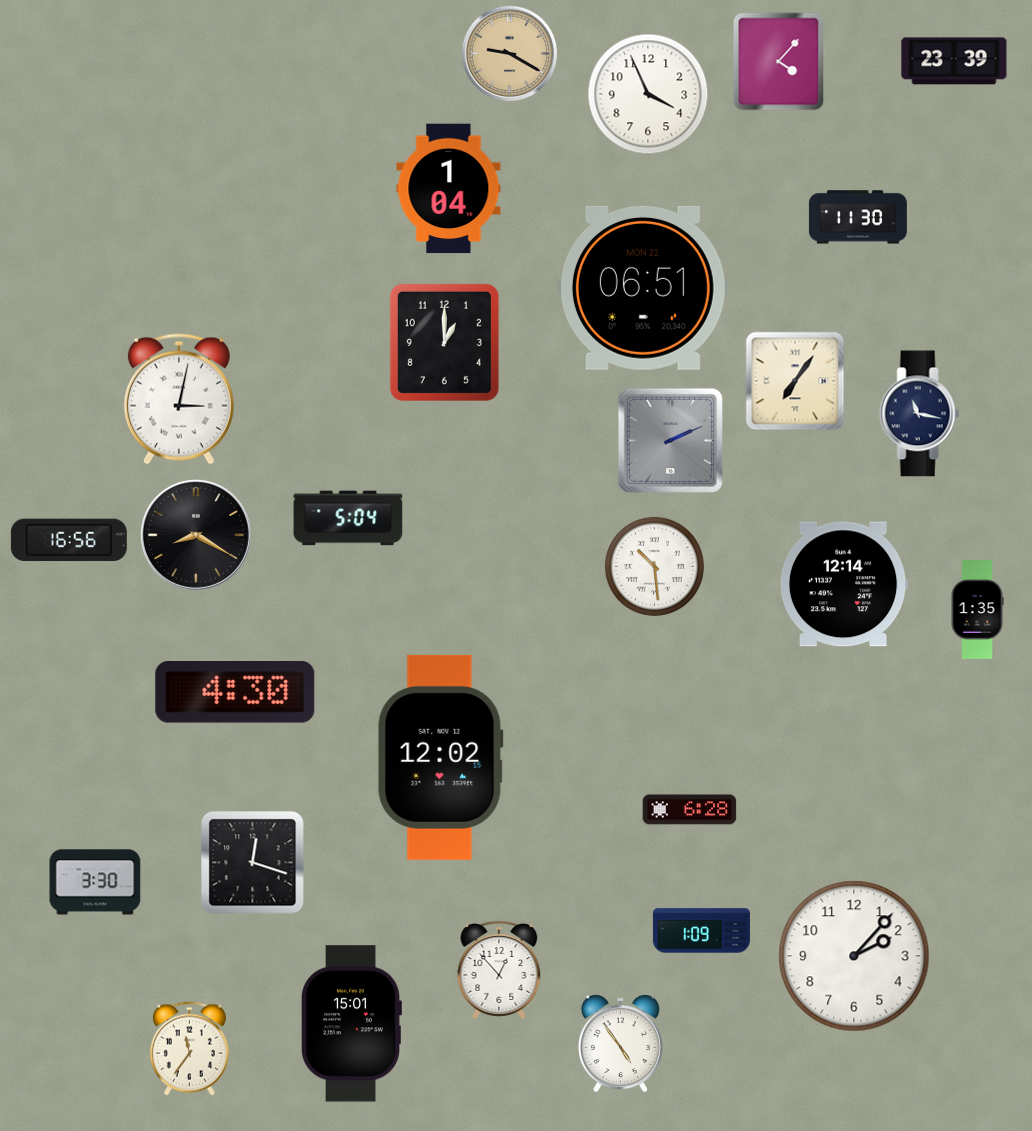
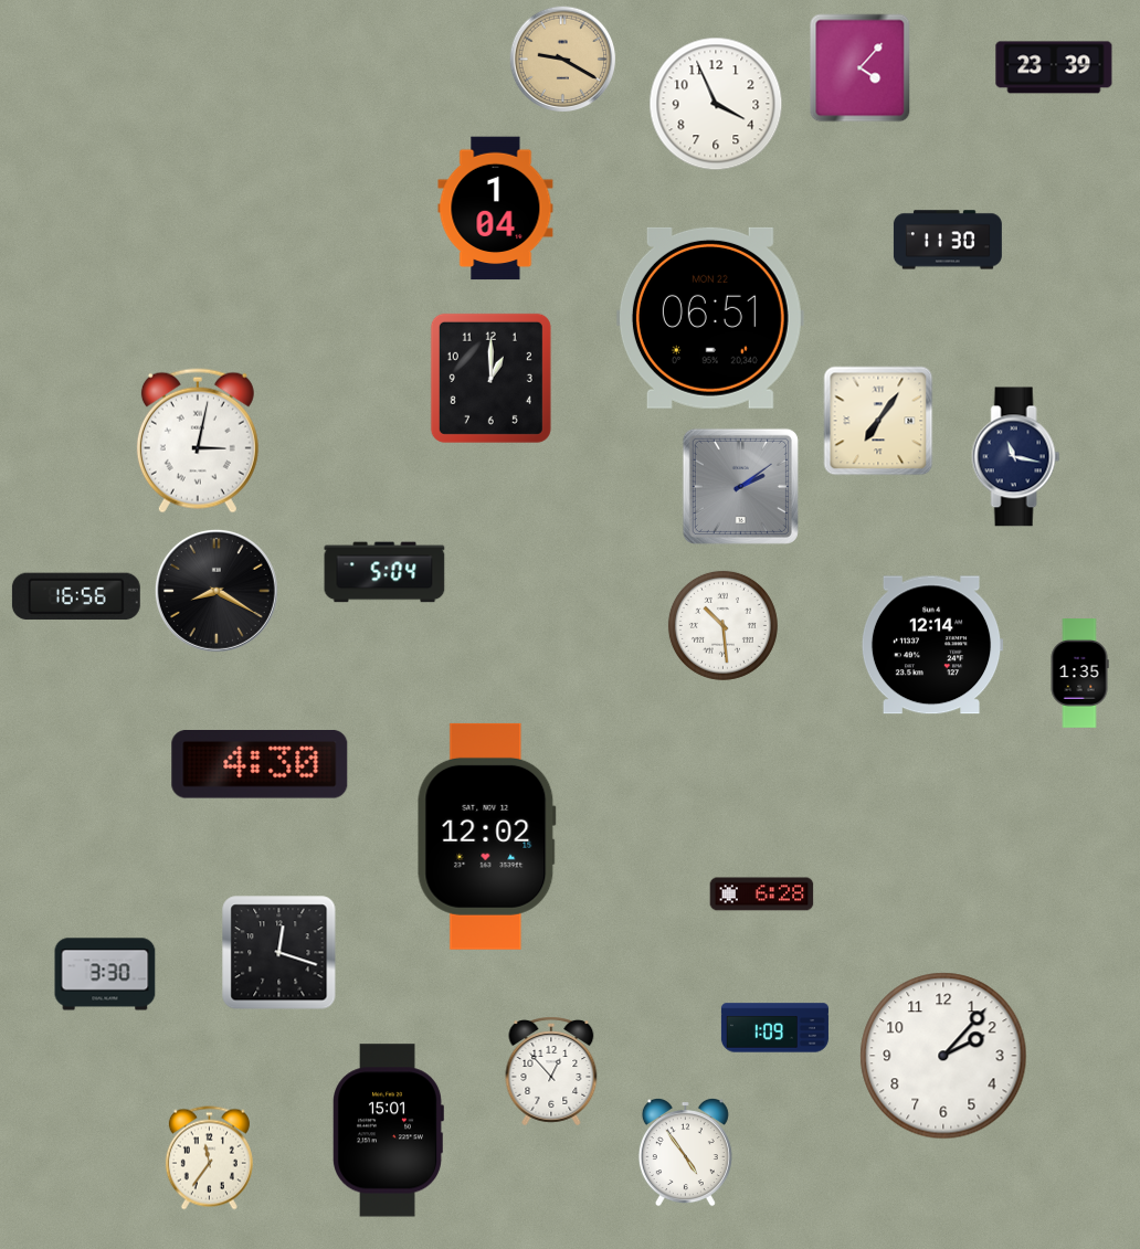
clock at (670, 440): 2:11 -> 2:09
